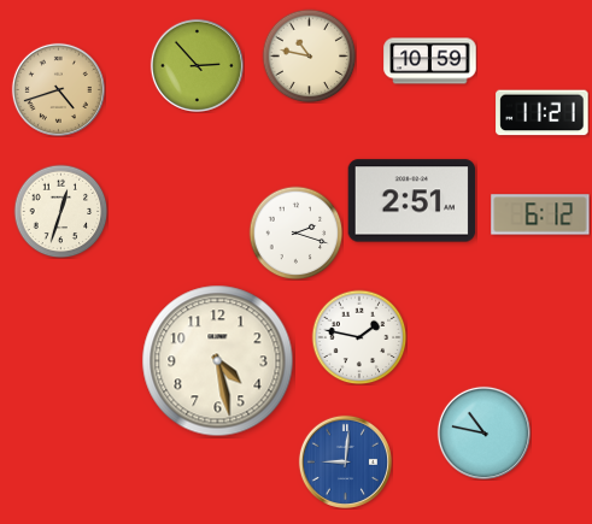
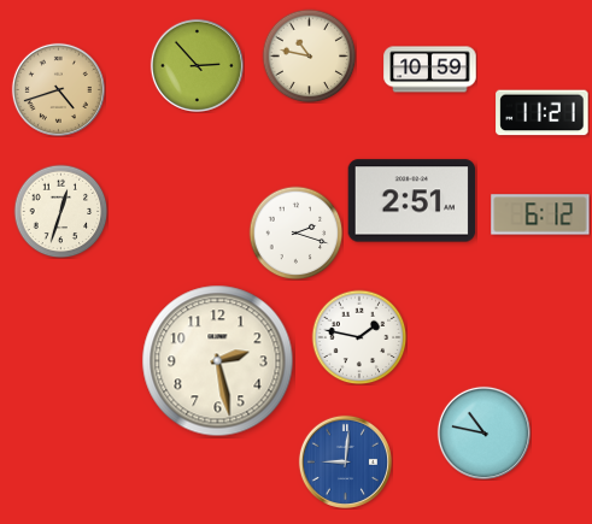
clock at (430, 61) position: (430, 61) -> (430, 70)
clock at (218, 361): 4:28 -> 2:28
